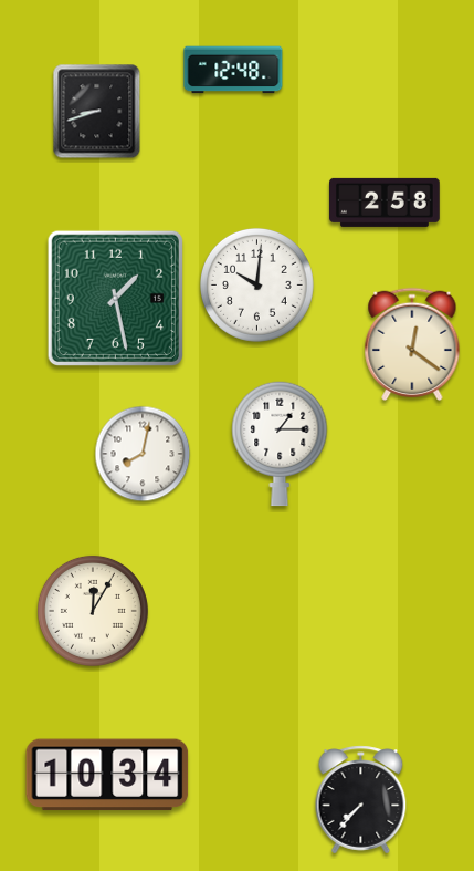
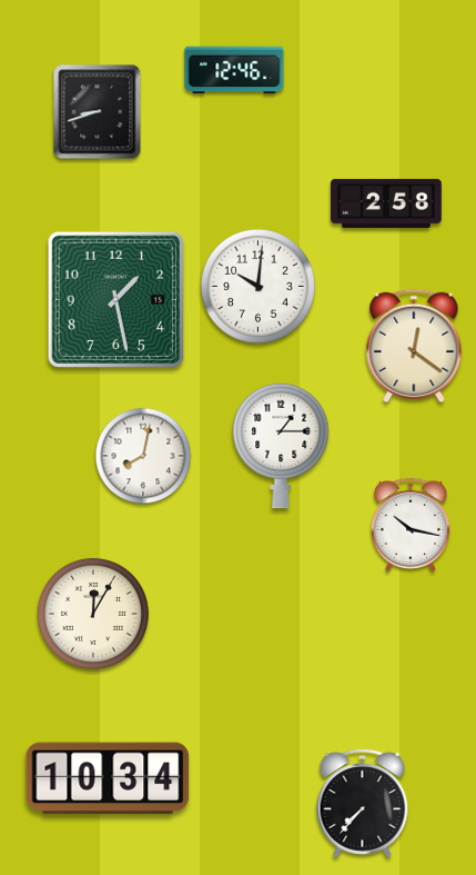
clock at (233, 70): 12:48 -> 12:46
clock at (411, 525): none -> 10:17
